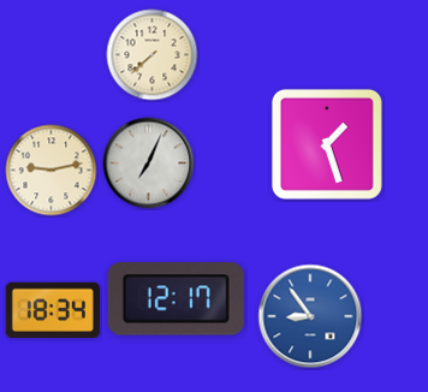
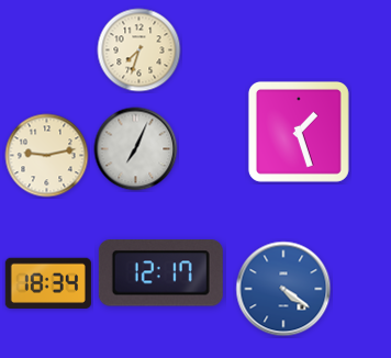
clock at (153, 55): 7:38 -> 7:33
clock at (310, 316): 8:54 -> 4:21
